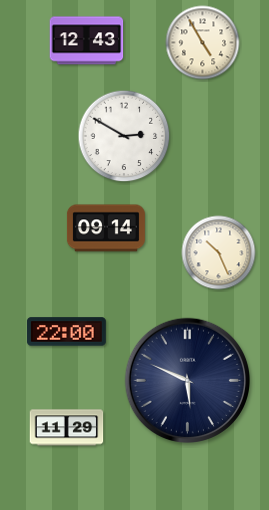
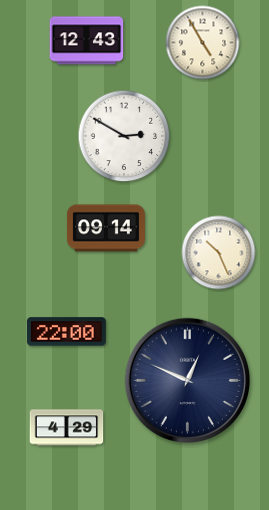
clock at (187, 380): 5:49 -> 12:49
clock at (67, 428): 11:29 -> 4:29
